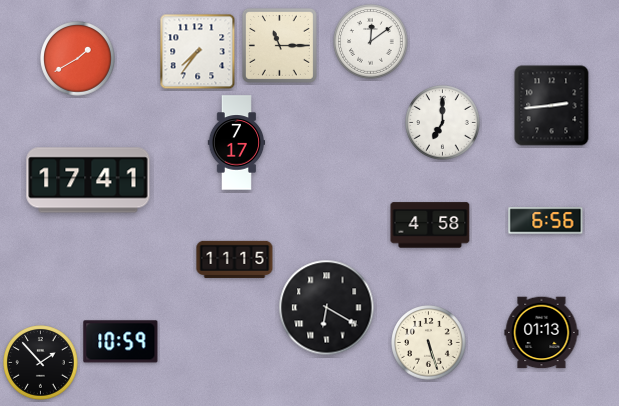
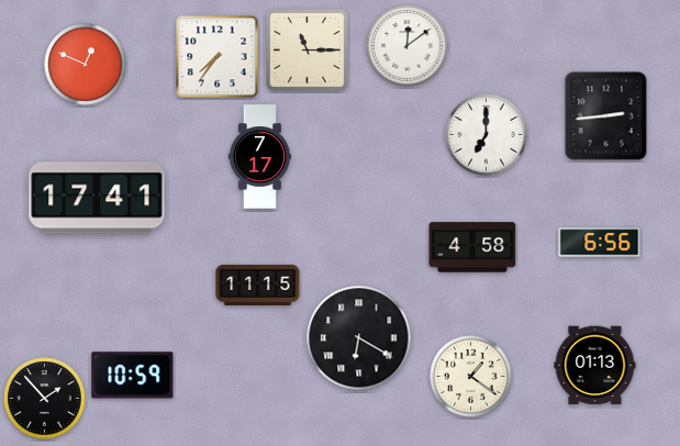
clock at (78, 59): 1:40 -> 12:49
clock at (429, 343): 5:27 -> 1:21
